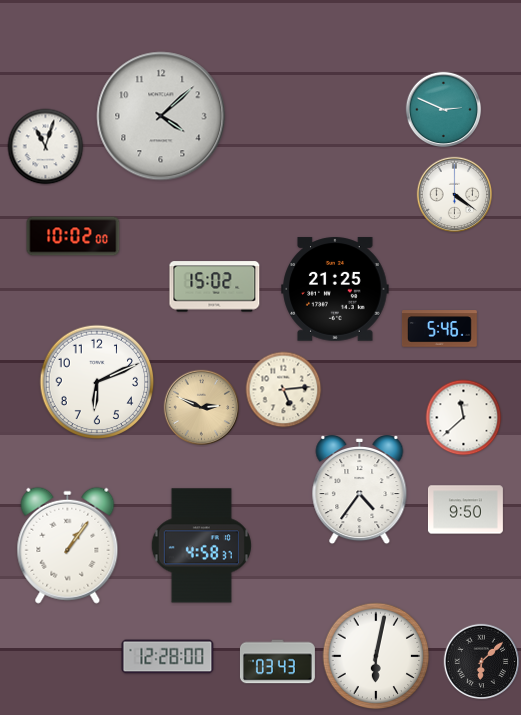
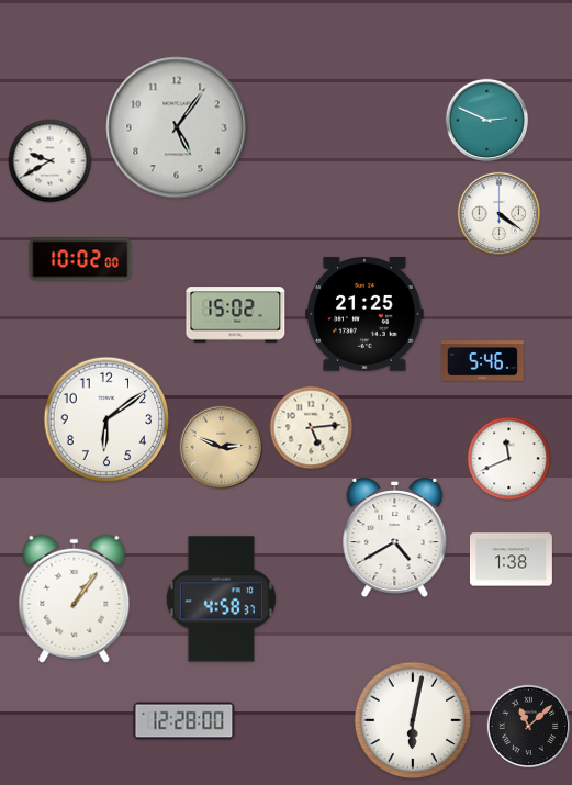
clock at (161, 116): 4:08 -> 5:06
clock at (46, 147): 11:03 -> 9:40
clock at (335, 289) position: (335, 289) -> (364, 314)
clock at (97, 382): 6:11 -> 6:09
clock at (464, 418): 11:38 -> 11:41
clock at (360, 491): 4:36 -> 4:40
clock at (465, 510): 9:50 -> 1:38
clock at (277, 662): 03:43 -> none
clock at (482, 662): 6:08 -> 11:08
